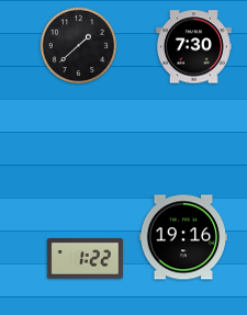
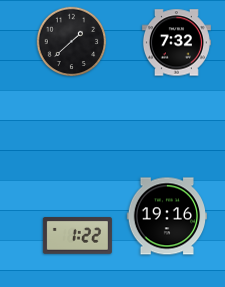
clock at (193, 47): 7:30 -> 7:32
